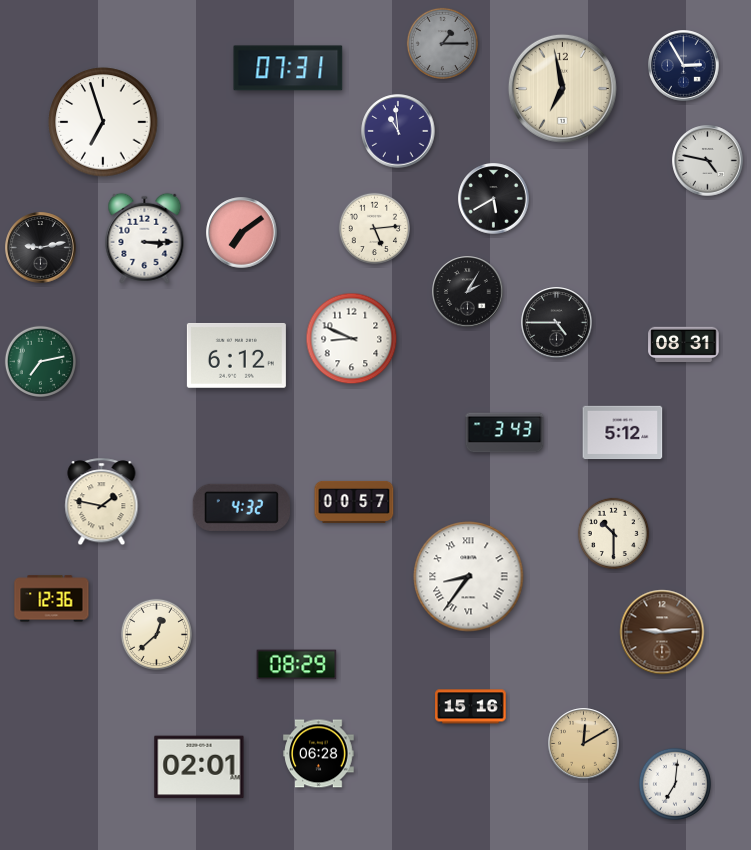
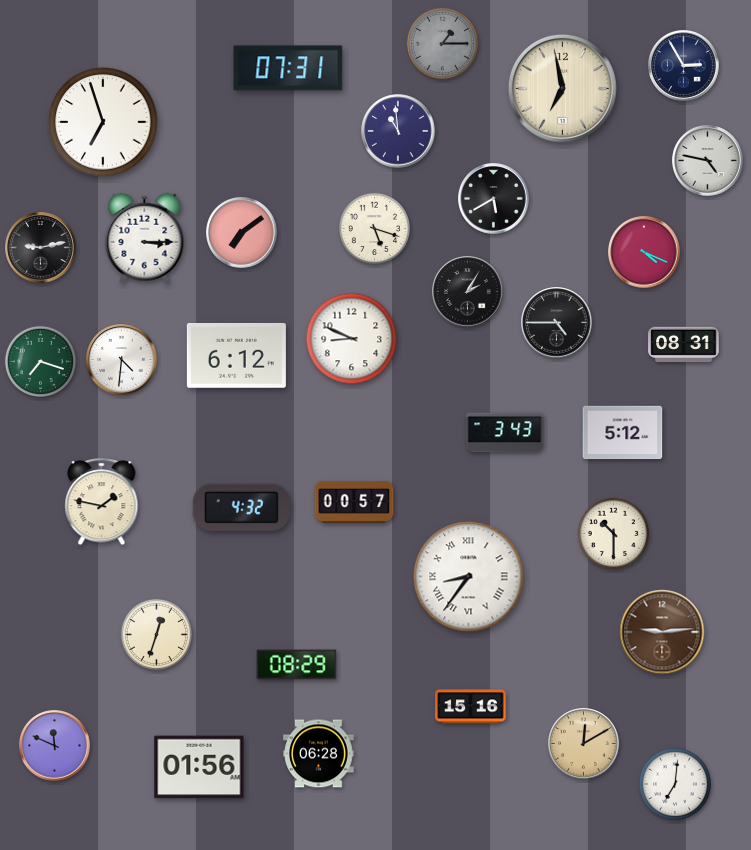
clock at (374, 228): 5:14 -> 5:18
clock at (644, 252): none -> 4:19
clock at (122, 360): none -> 4:31
clock at (40, 361): 7:13 -> 7:18
clock at (52, 599): 12:36 -> none
clock at (156, 634): 12:38 -> 12:33
clock at (55, 746): none -> 11:49
clock at (199, 767): 02:01 -> 01:56
